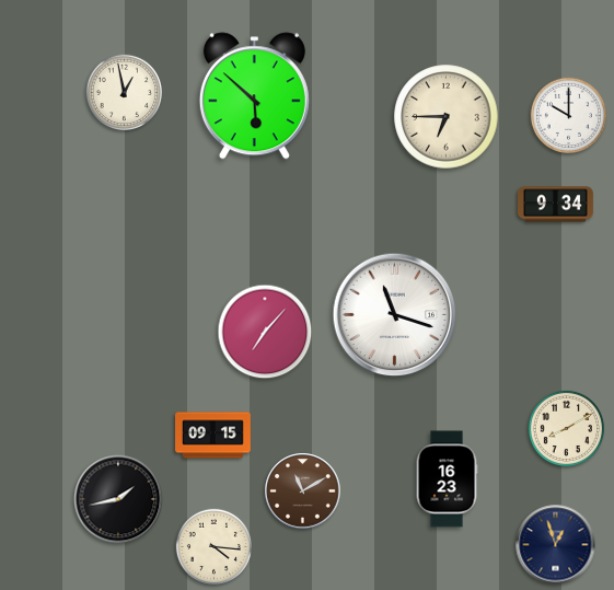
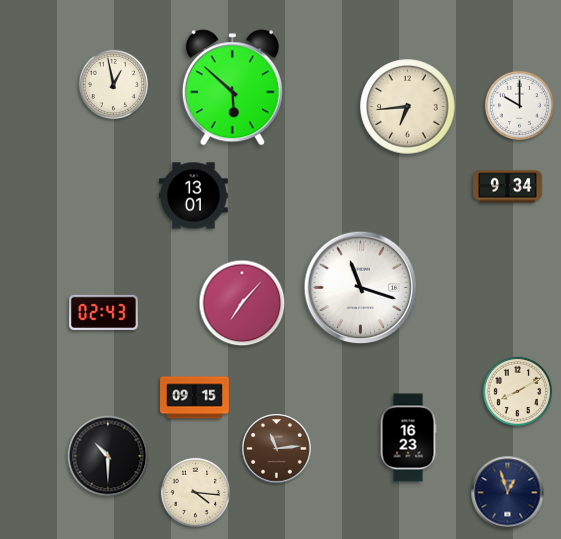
clock at (447, 117): 6:45 -> 6:44
clock at (194, 196): none -> 13:01
clock at (104, 312): none -> 02:43
clock at (303, 491): 11:10 -> 11:14
clock at (118, 499): 1:43 -> 10:30
clock at (556, 545) position: (556, 545) -> (508, 493)
clock at (213, 546) position: (213, 546) -> (195, 492)
